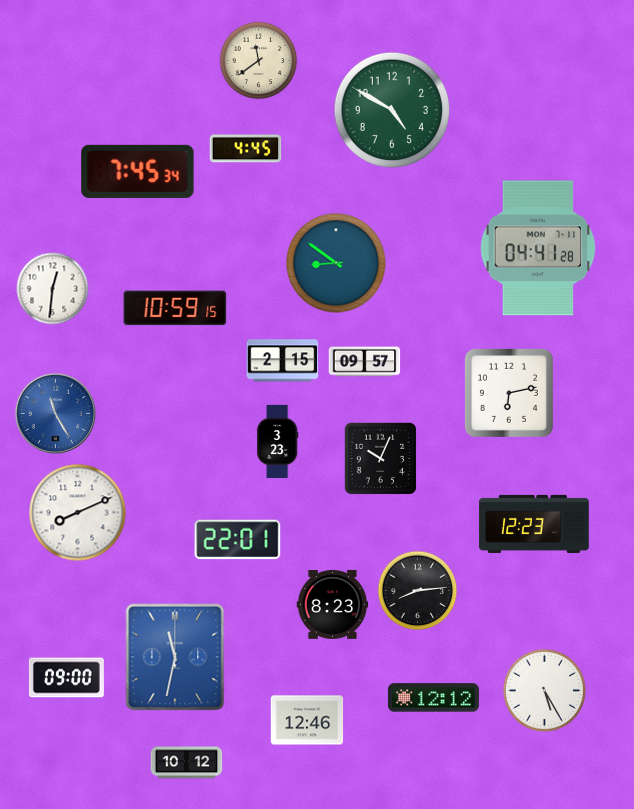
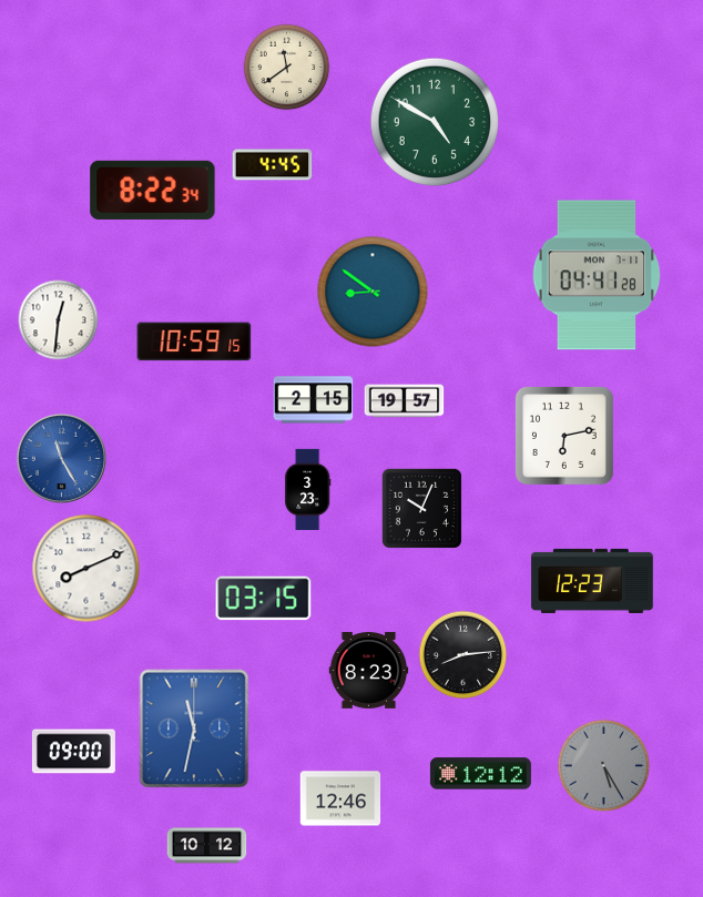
clock at (138, 171): 7:45 -> 8:22
clock at (365, 362): 09:57 -> 19:57
clock at (238, 540): 22:01 -> 03:15
clock at (544, 690) dial: white -> grey
